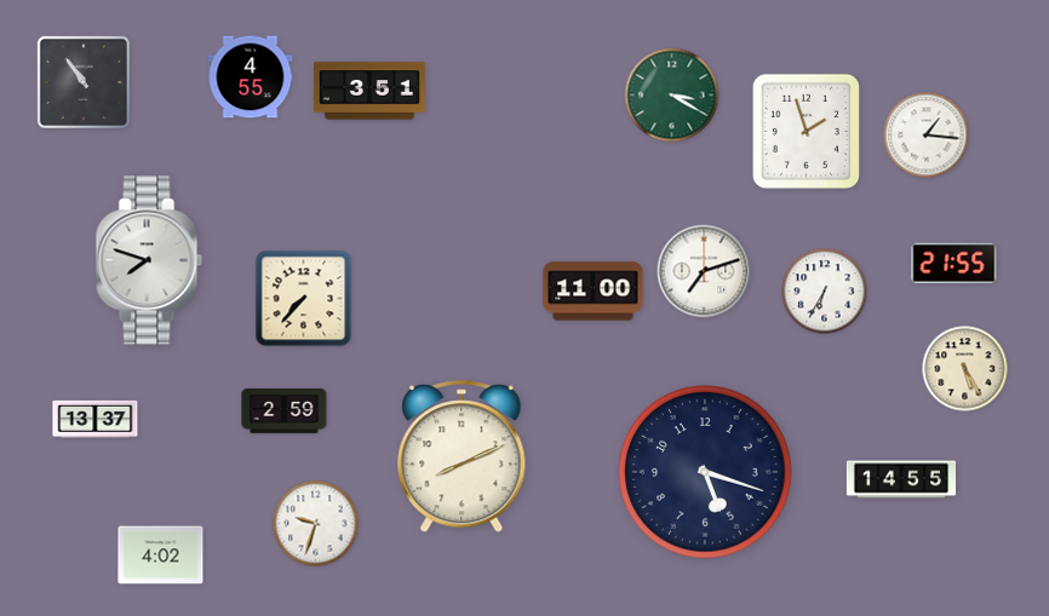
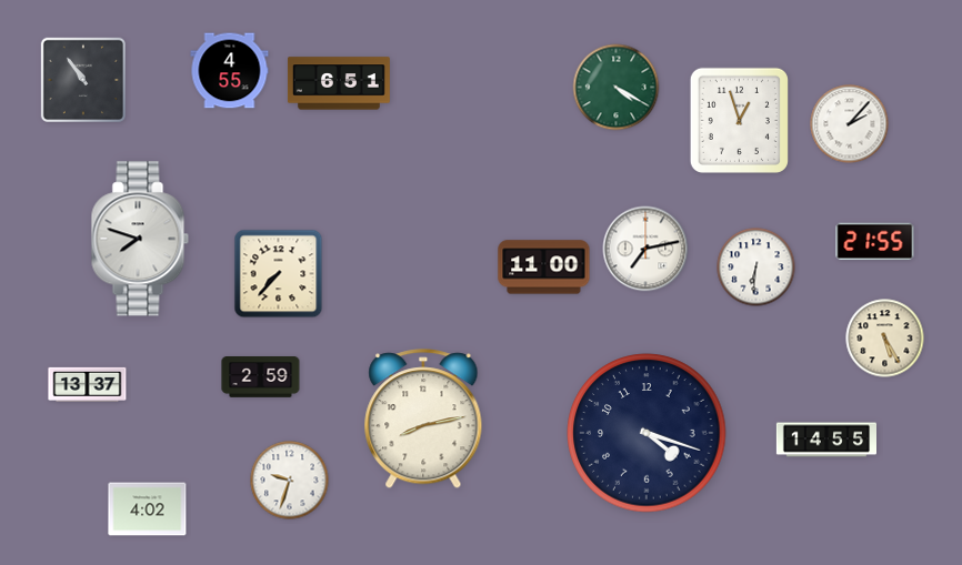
clock at (84, 82) position: (84, 82) -> (83, 80)
clock at (369, 91): 3:51 -> 6:51
clock at (672, 96): 3:20 -> 4:20
clock at (806, 131): 1:57 -> 12:57
clock at (927, 136): 1:16 -> 2:07
clock at (149, 260) position: (149, 260) -> (140, 239)
clock at (704, 271): 7:12 -> 7:13
clock at (825, 292): 6:35 -> 6:31
clock at (462, 457): 8:11 -> 8:13
clock at (705, 472): 5:18 -> 4:18
